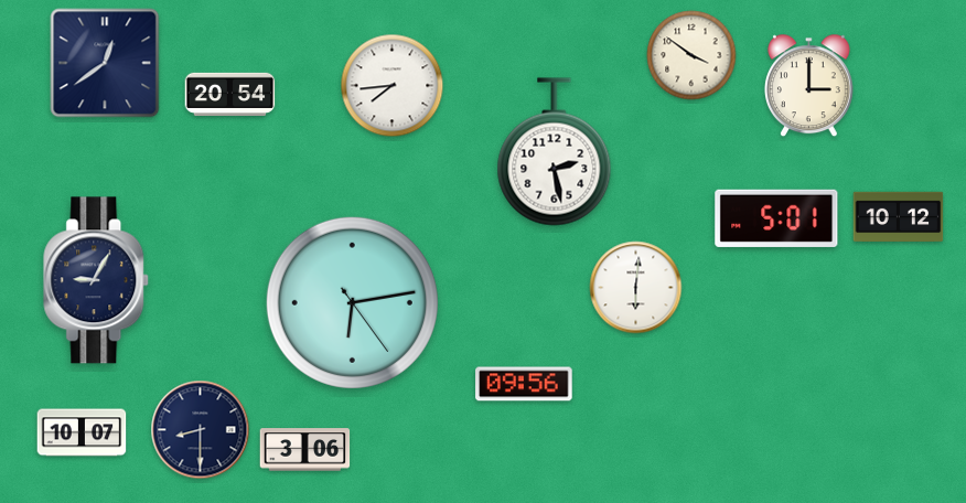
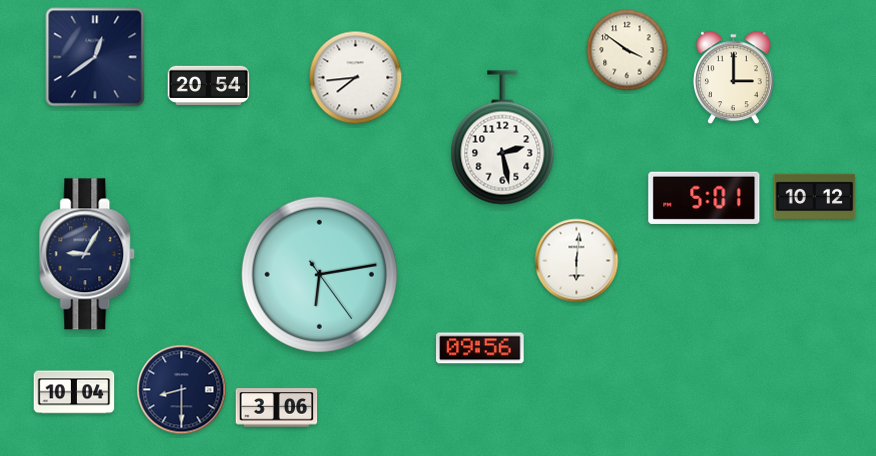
clock at (524, 384) position: (524, 384) -> (480, 348)
clock at (82, 432): 10:07 -> 10:04
